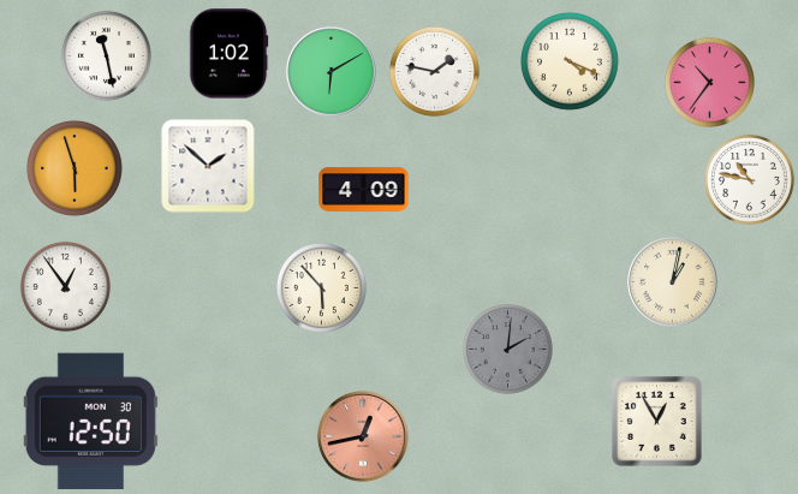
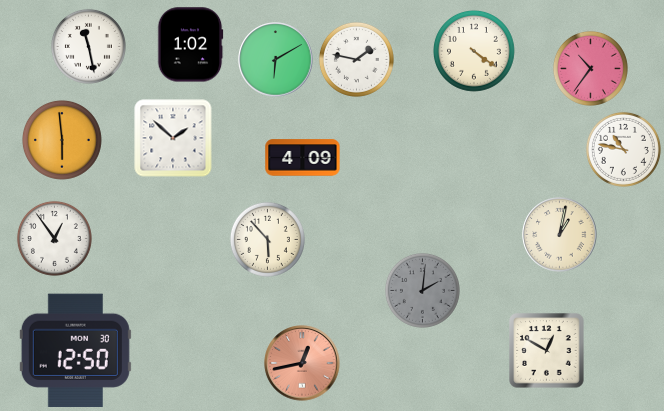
clock at (570, 61): 4:19 -> 4:21
clock at (434, 71) position: (434, 71) -> (356, 59)
clock at (75, 168): 5:57 -> 5:59
clock at (657, 422): 12:55 -> 12:50
